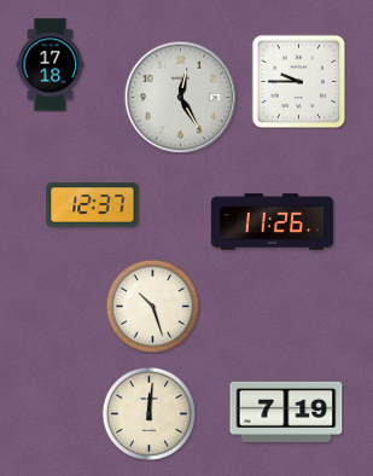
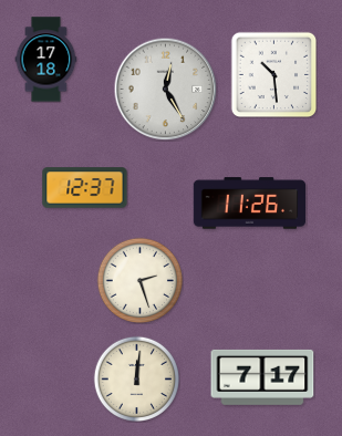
clock at (298, 81): 9:45 -> 10:29
clock at (152, 306): 10:27 -> 2:27
clock at (286, 412): 7:19 -> 7:17
